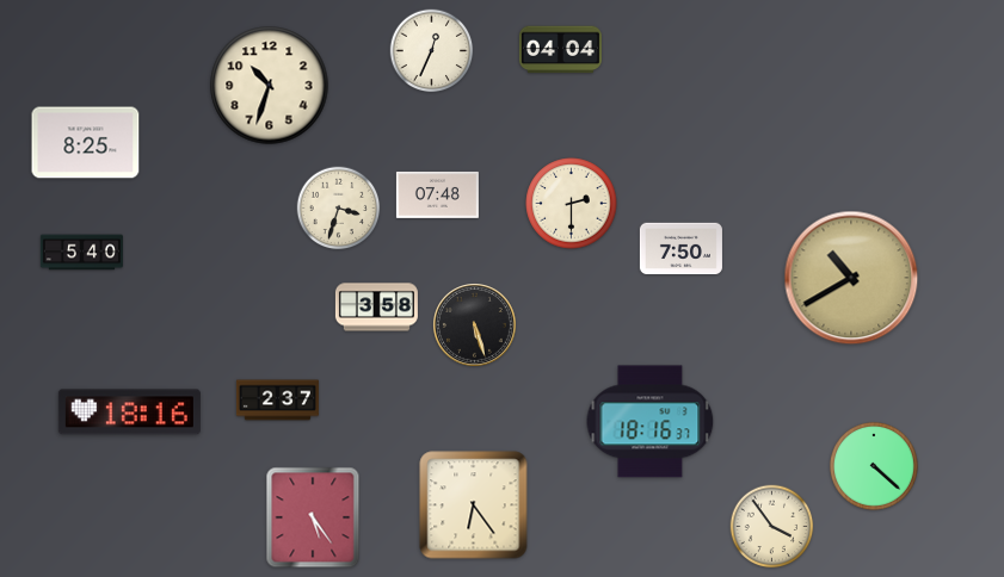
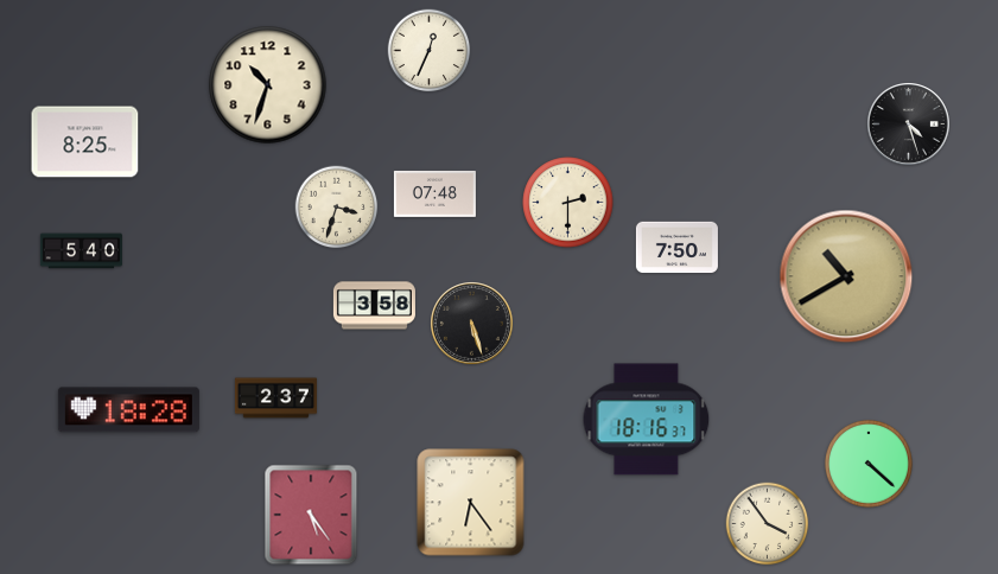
clock at (560, 50): 04:04 -> none
clock at (909, 125): none -> 4:27
clock at (129, 412): 18:16 -> 18:28
